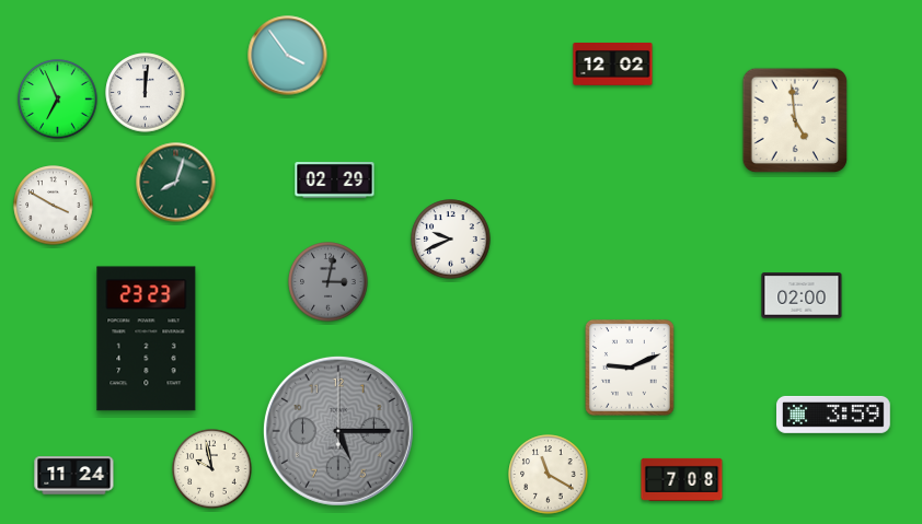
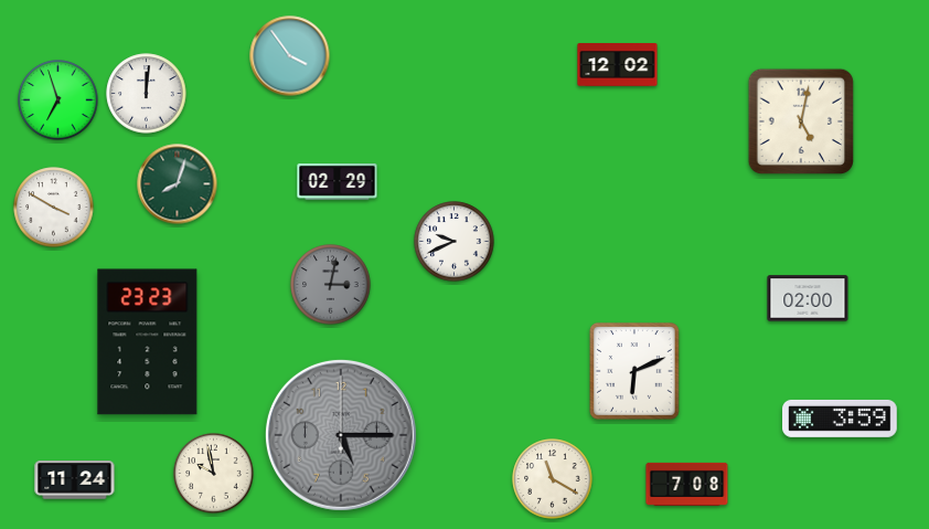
clock at (58, 100): 6:56 -> 6:57
clock at (795, 120): 4:59 -> 5:02
clock at (631, 369): 9:11 -> 6:11
